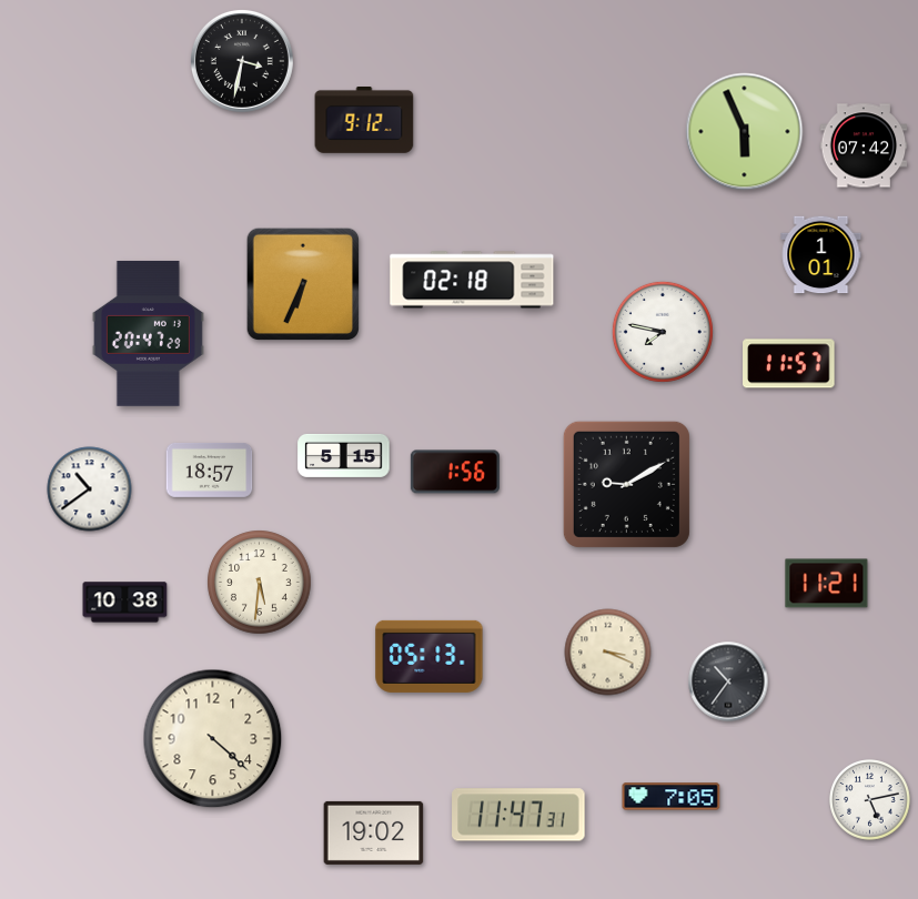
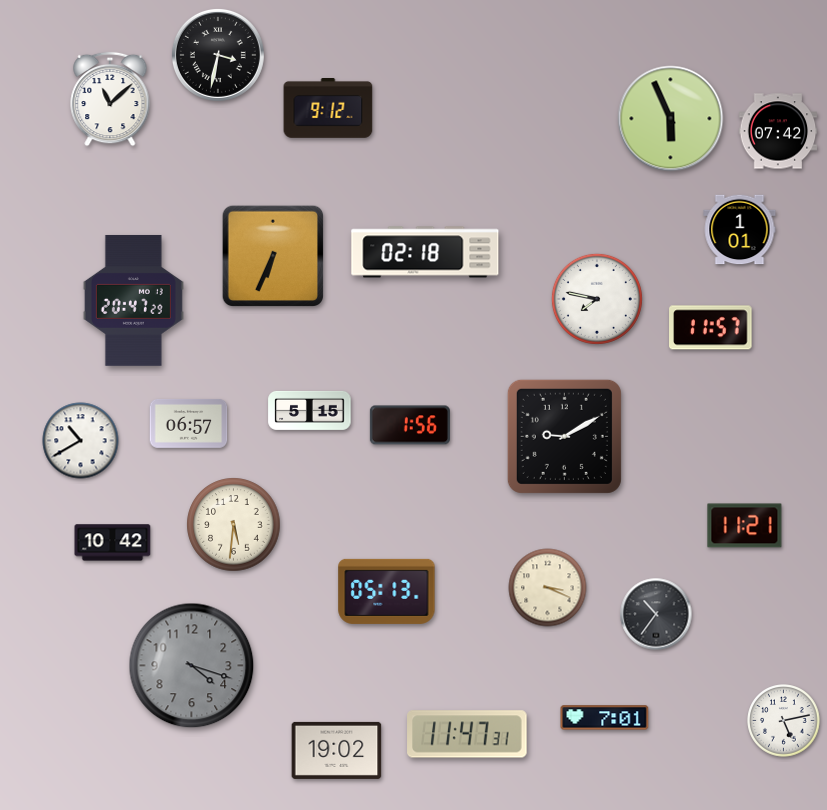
clock at (110, 99): none -> 11:08
clock at (210, 469): 18:57 -> 06:57
clock at (90, 489): 10:39 -> 10:40
clock at (125, 603): 10:38 -> 10:42
clock at (213, 739): 4:22 -> 4:18
clock at (213, 739) dial: cream -> grey
clock at (672, 797): 7:05 -> 7:01
